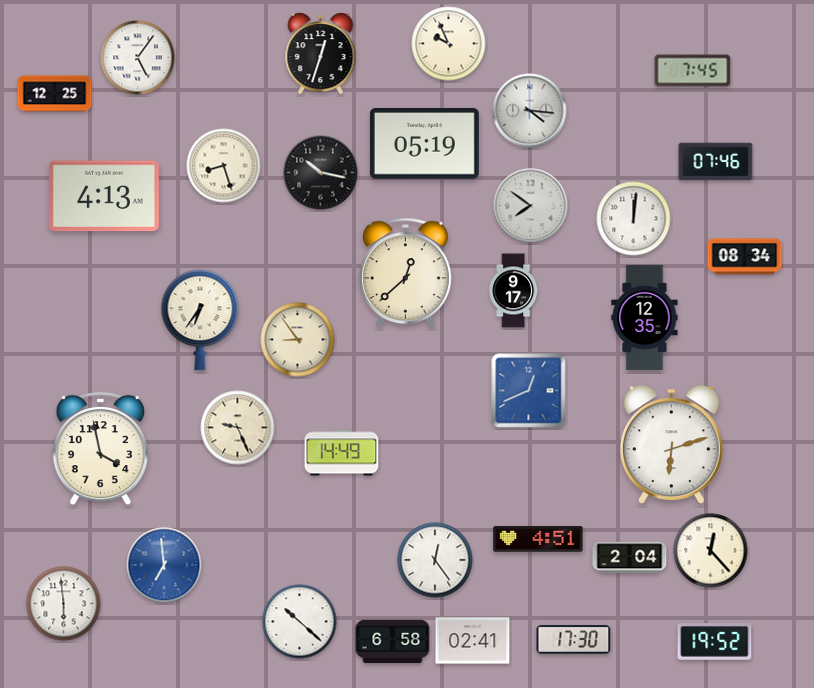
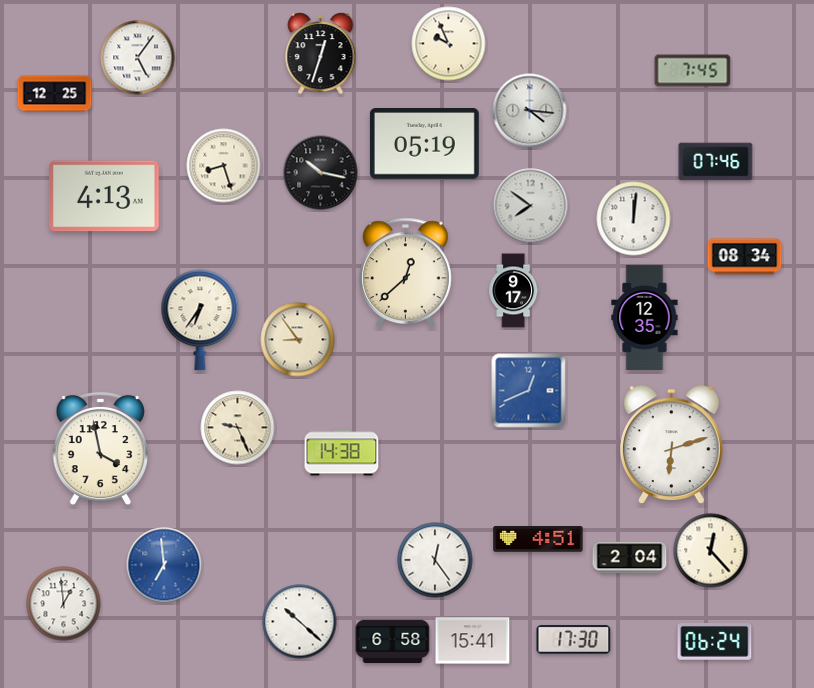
clock at (342, 453): 14:49 -> 14:38
clock at (64, 604): 5:59 -> 12:59
clock at (473, 641): 02:41 -> 15:41
clock at (715, 642): 19:52 -> 06:24
